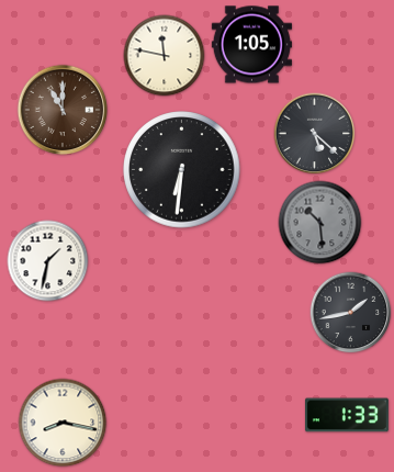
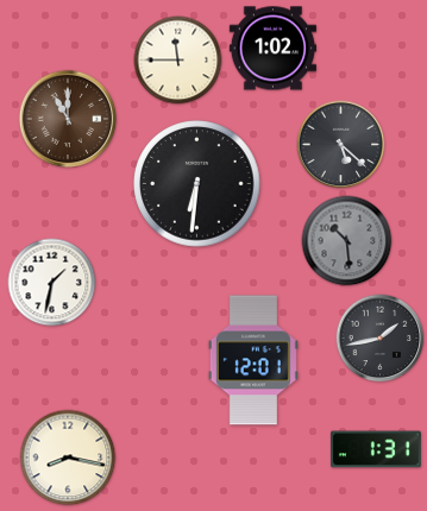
clock at (251, 45): 1:05 -> 1:02
clock at (165, 56): 11:47 -> 11:45
clock at (253, 360): none -> 12:01
clock at (347, 415): 1:33 -> 1:31
